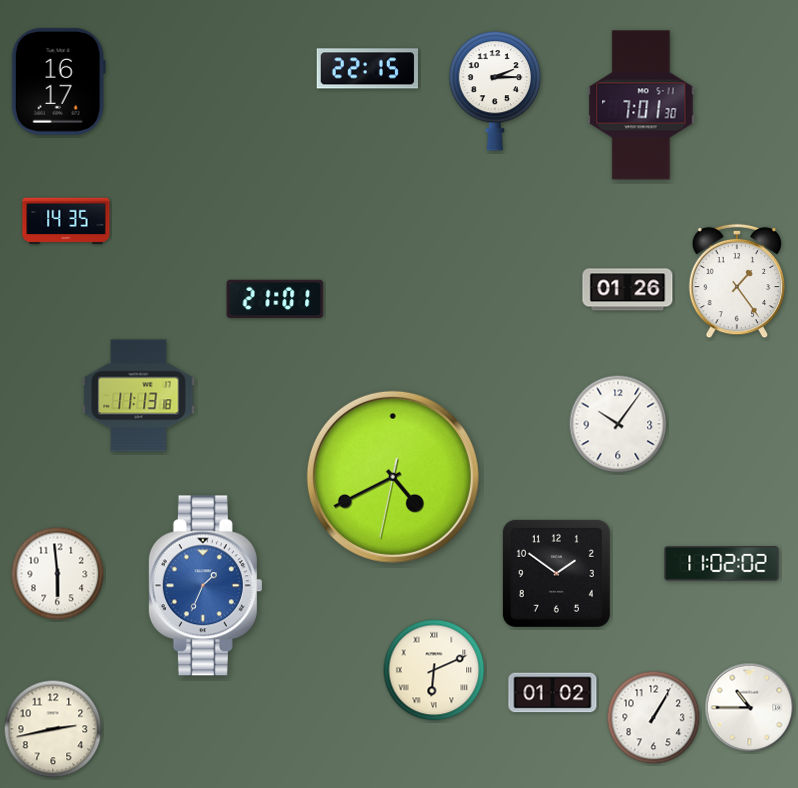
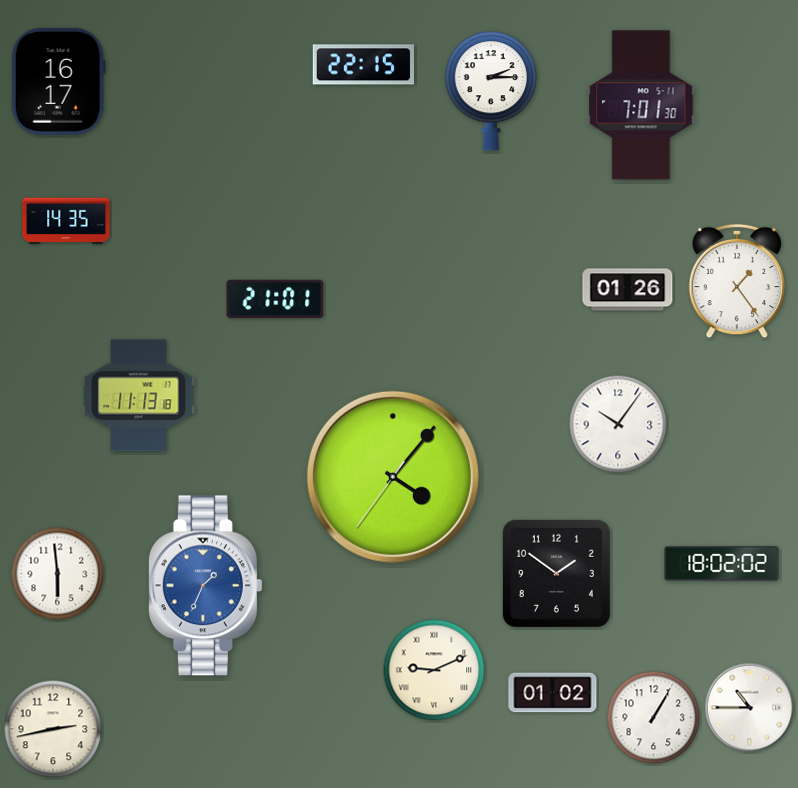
clock at (367, 69) position: (367, 69) -> (363, 65)
clock at (495, 91) position: (495, 91) -> (491, 91)
clock at (393, 477): 4:40 -> 4:06
clock at (722, 564): 11:02 -> 18:02
clock at (434, 670): 6:11 -> 9:11
